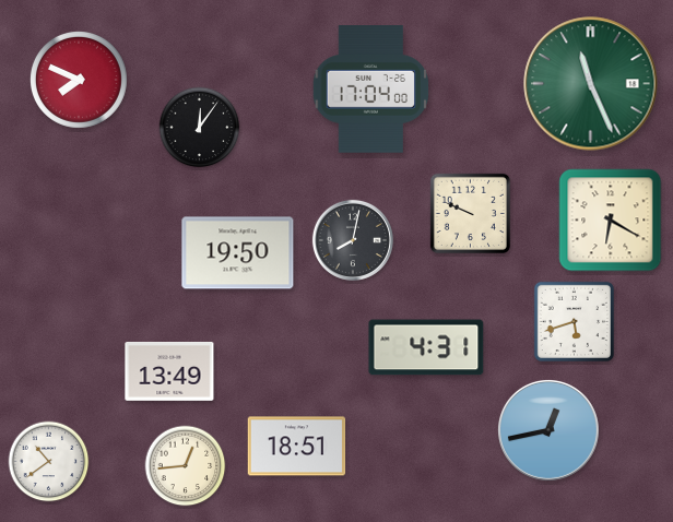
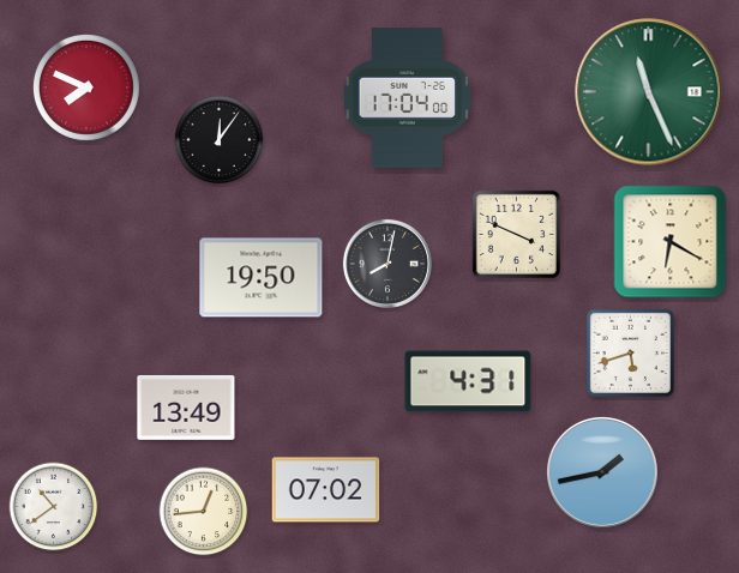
clock at (470, 213): 9:49 -> 3:49
clock at (548, 430): 12:43 -> 1:43
clock at (297, 447): 18:51 -> 07:02
